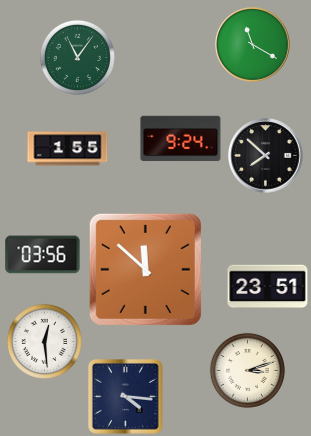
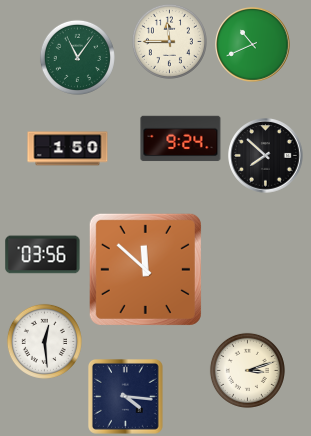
clock at (169, 41): none -> 11:45
clock at (253, 45): 11:20 -> 10:41
clock at (68, 149): 1:55 -> 1:50
clock at (268, 287): 23:51 -> none
